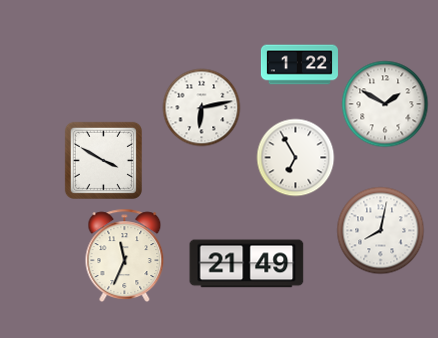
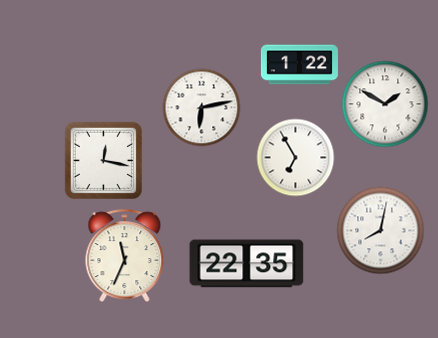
clock at (103, 160): 3:50 -> 12:17
clock at (247, 264): 21:49 -> 22:35
